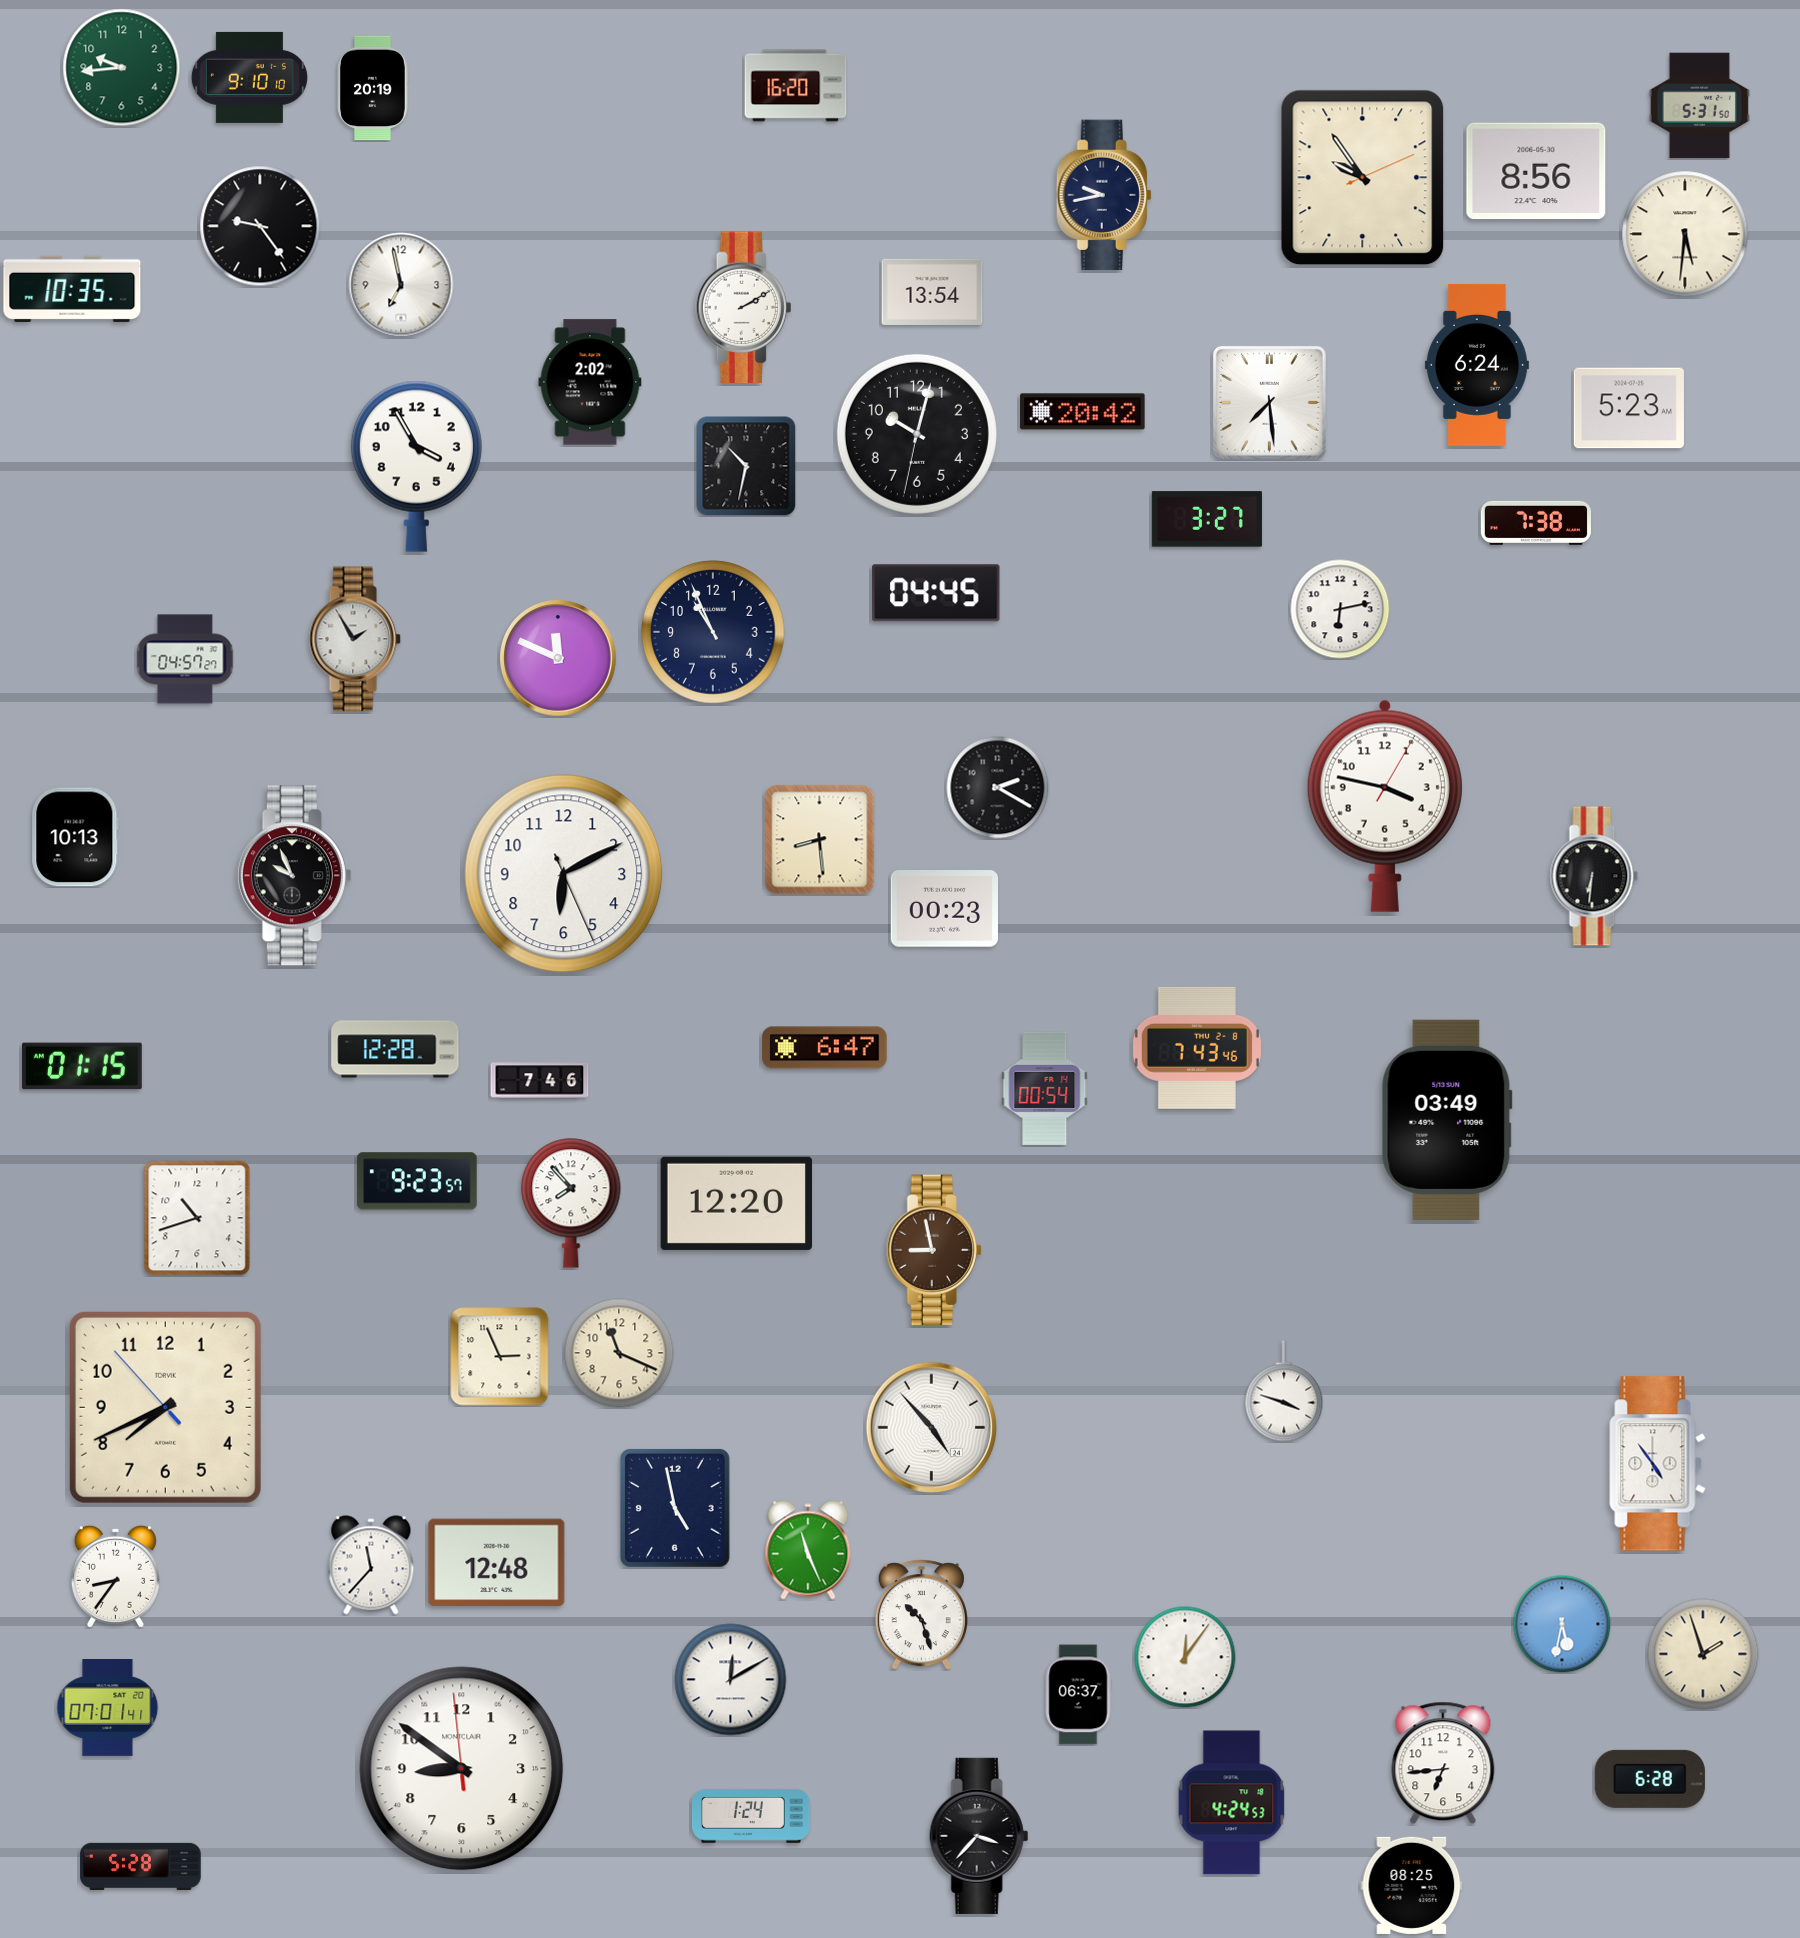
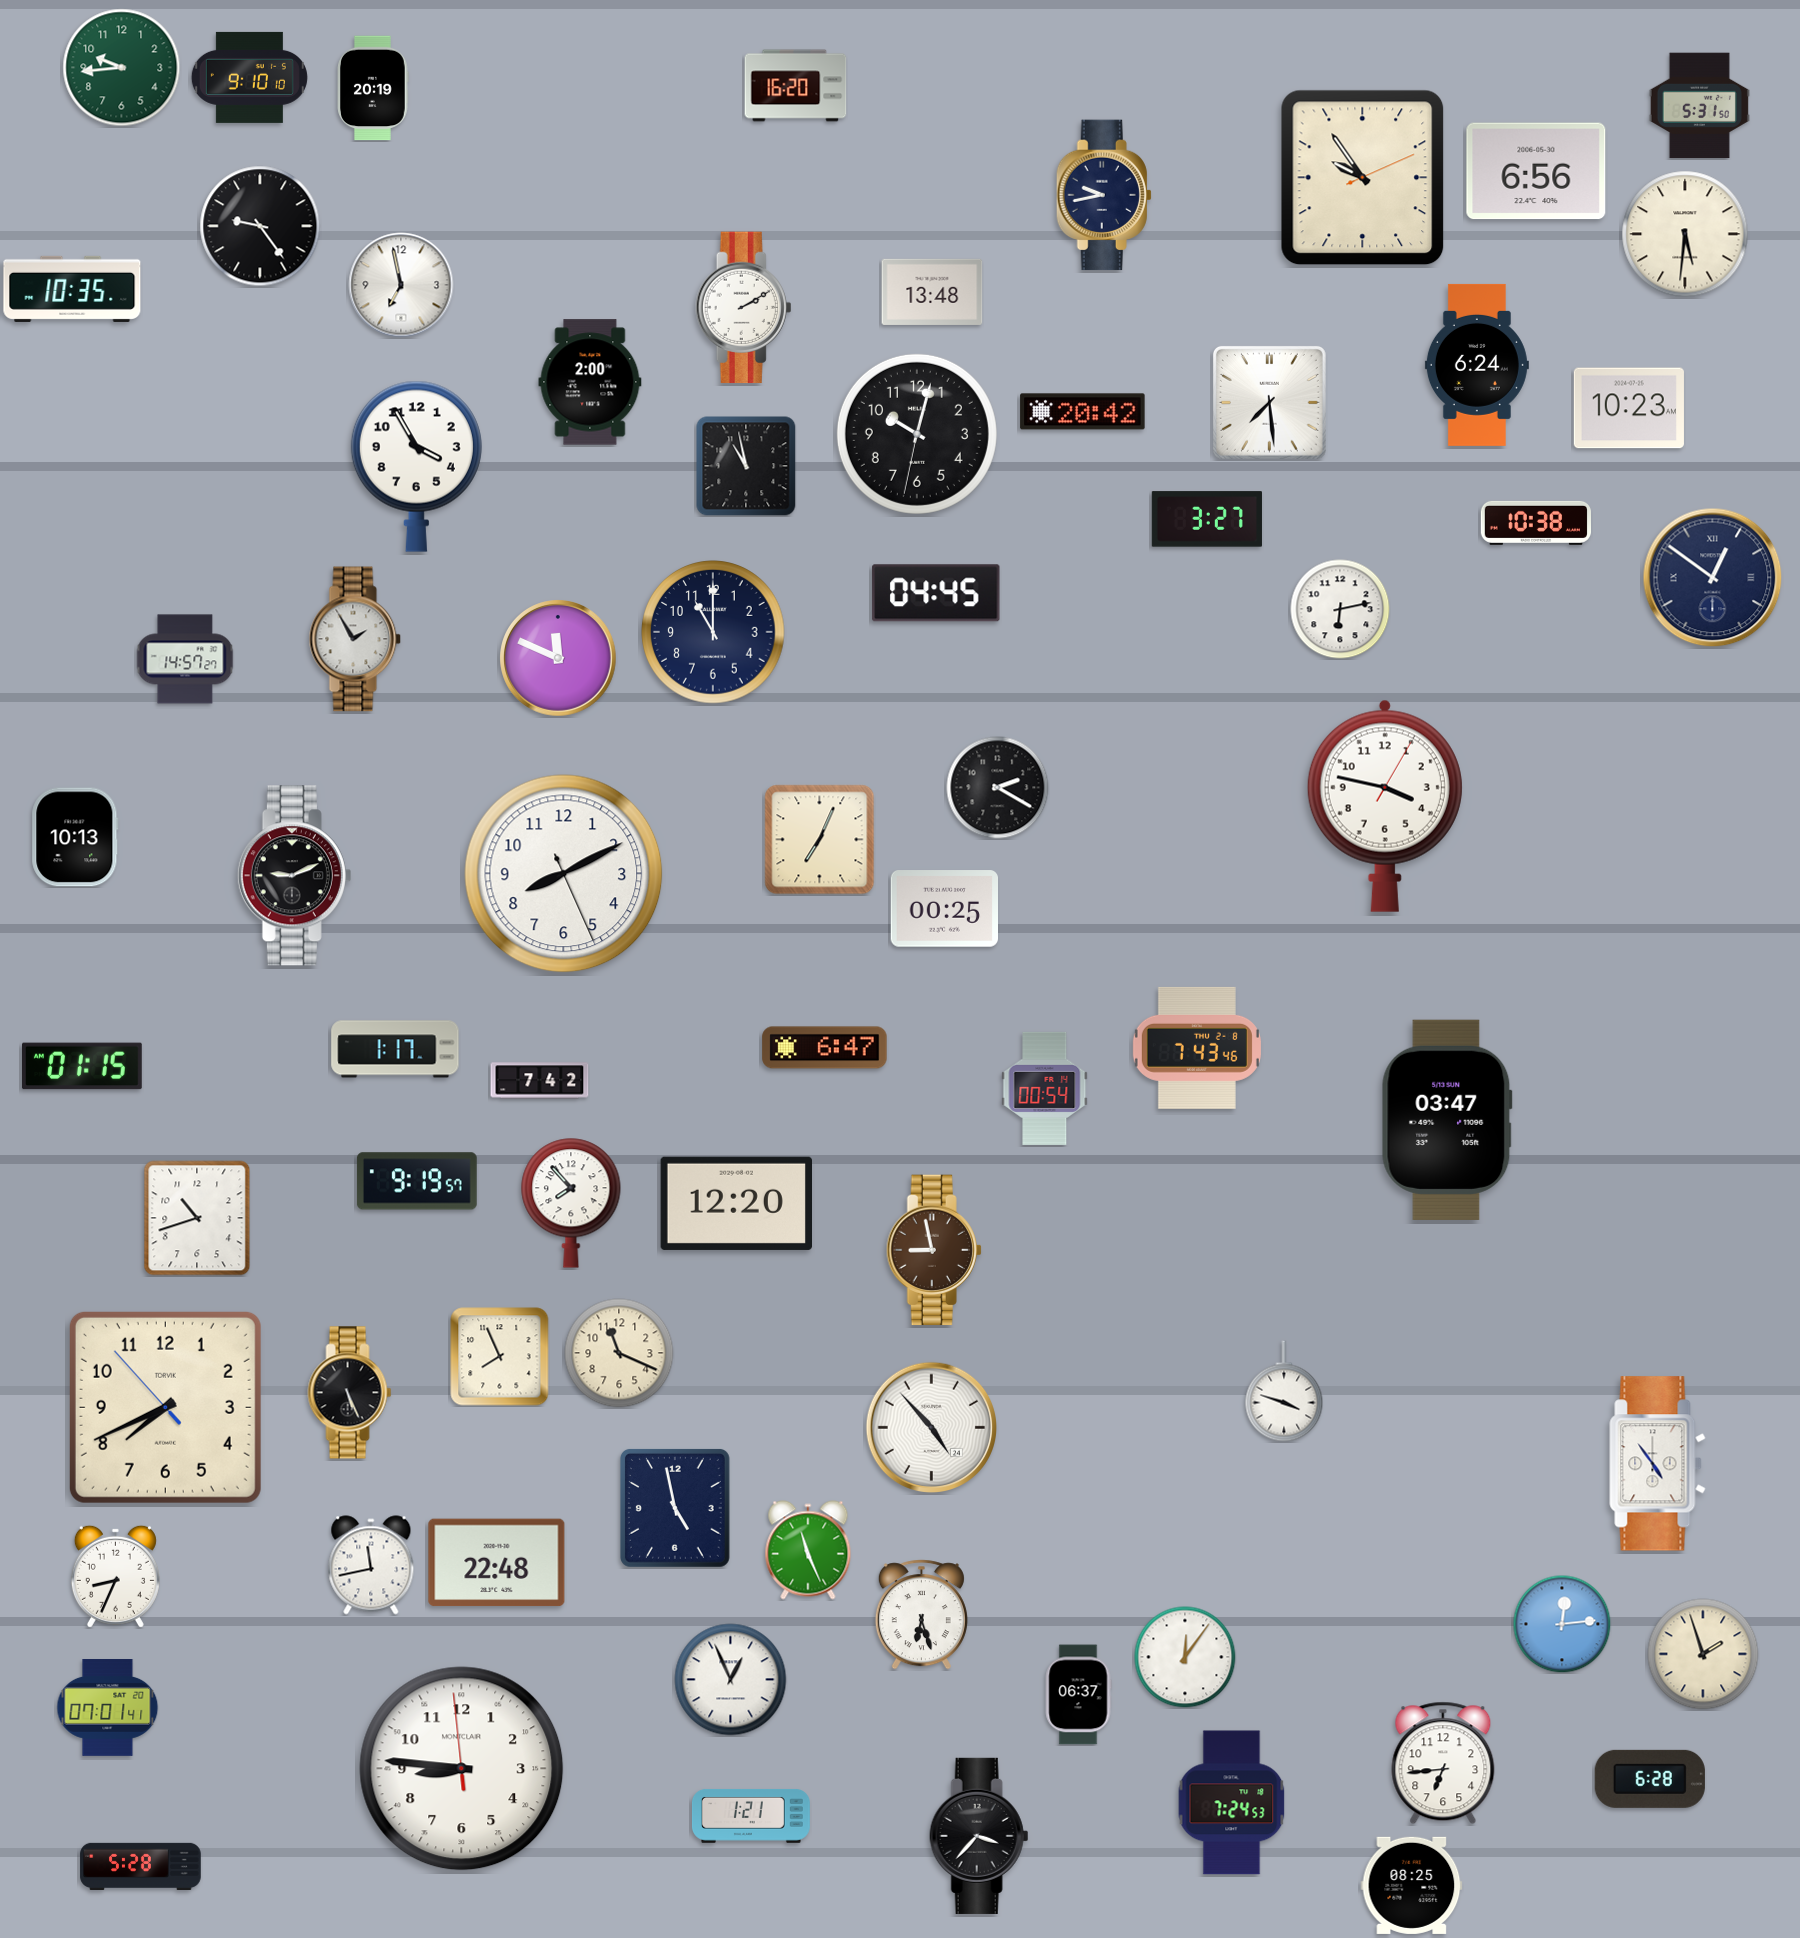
clock at (1536, 171): 8:56 -> 6:56
clock at (932, 292): 13:54 -> 13:48
clock at (590, 382): 2:02 -> 2:00
clock at (1629, 408): 5:23 -> 10:23
clock at (746, 466): 10:32 -> 10:58
clock at (1536, 523): 7:38 -> 10:38
clock at (1713, 578): none -> 12:51
clock at (713, 632): 10:56 -> 11:00
clock at (185, 659): 04:57 -> 14:57
clock at (820, 840): 8:29 -> 7:04
clock at (564, 874): 6:10 -> 8:10
clock at (294, 876): 9:56 -> 9:11
clock at (1594, 876): 6:31 -> none
clock at (944, 909): 00:23 -> 00:25
clock at (395, 1049): 12:28 -> 1:17
clock at (540, 1081): 7:46 -> 7:42
clock at (1447, 1120): 03:49 -> 03:47
clock at (417, 1181): 9:23 -> 9:19
clock at (500, 1357): 2:56 -> 7:56
clock at (350, 1393): none -> 5:26
clock at (497, 1563): 12:48 -> 22:48
clock at (371, 1565): 11:37 -> 11:43
clock at (115, 1576): 8:36 -> 8:34
clock at (921, 1615): 10:27 -> 6:27
clock at (1562, 1624): 5:32 -> 12:14
clock at (731, 1680): 12:10 -> 12:56
clock at (462, 1769): 8:50 -> 8:45
clock at (1232, 1803): 4:24 -> 7:24
clock at (751, 1816): 1:24 -> 1:21
